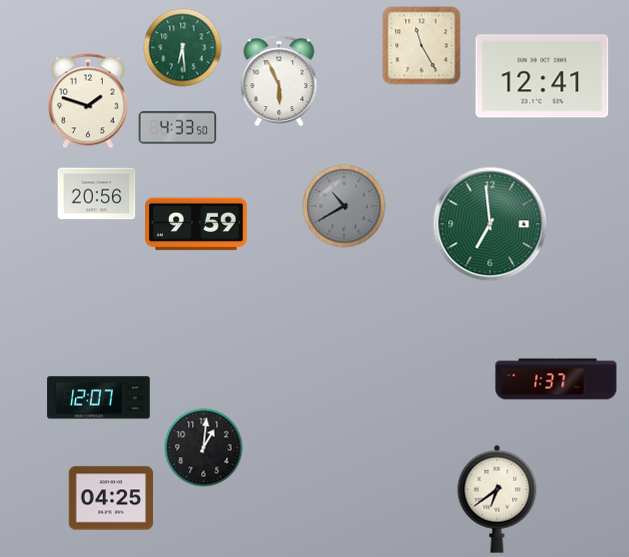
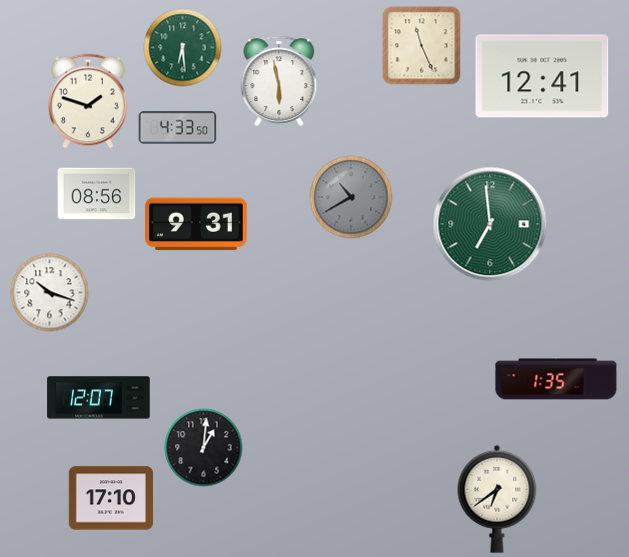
clock at (421, 45): 11:25 -> 11:26
clock at (279, 80): 5:56 -> 5:58
clock at (96, 194): 20:56 -> 08:56
clock at (344, 206) position: (344, 206) -> (351, 197)
clock at (196, 224): 9:59 -> 9:31
clock at (49, 292): none -> 10:18
clock at (556, 379): 1:37 -> 1:35
clock at (111, 498): 04:25 -> 17:10
